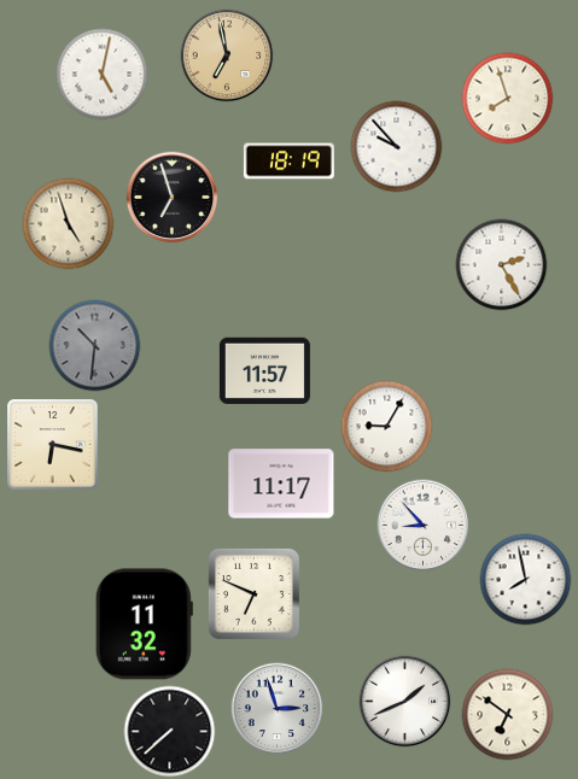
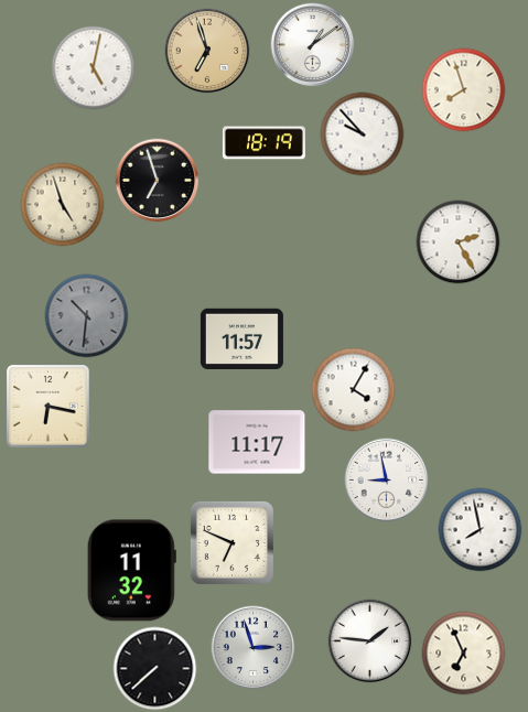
clock at (313, 45): none -> 1:09
clock at (227, 55): 6:58 -> 6:57
clock at (288, 162) position: (288, 162) -> (263, 143)
clock at (387, 427): 9:05 -> 4:05
clock at (424, 526): 8:53 -> 8:58
clock at (405, 702): 1:41 -> 1:46
clock at (508, 715): 6:51 -> 6:56
